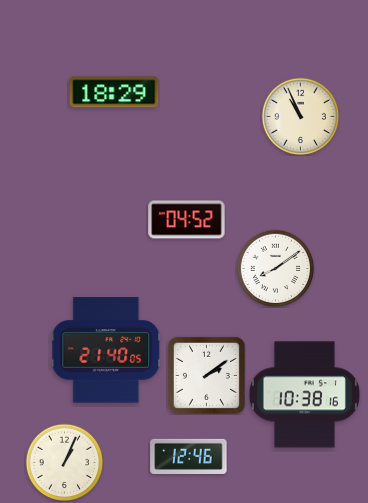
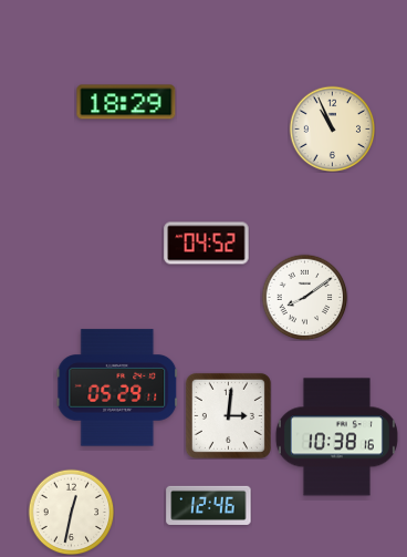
clock at (106, 350): 21:40 -> 05:29
clock at (206, 375): 2:09 -> 3:01
clock at (64, 462): 1:04 -> 12:32
